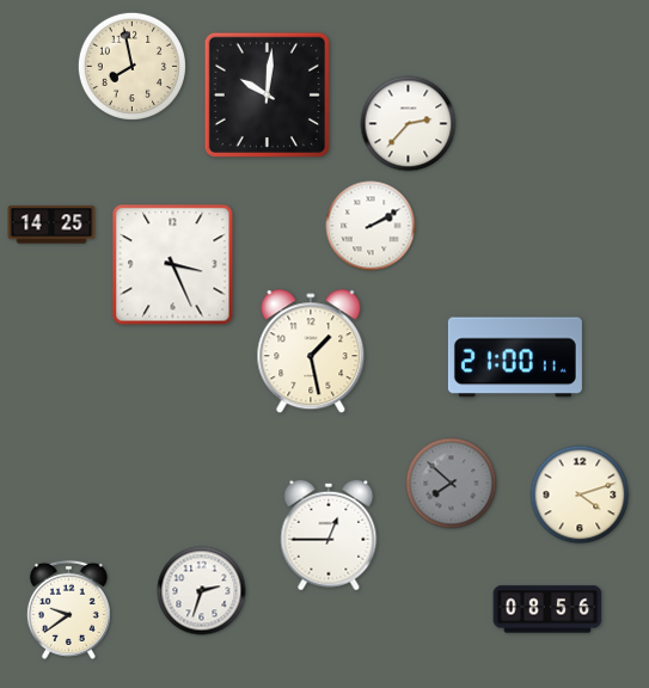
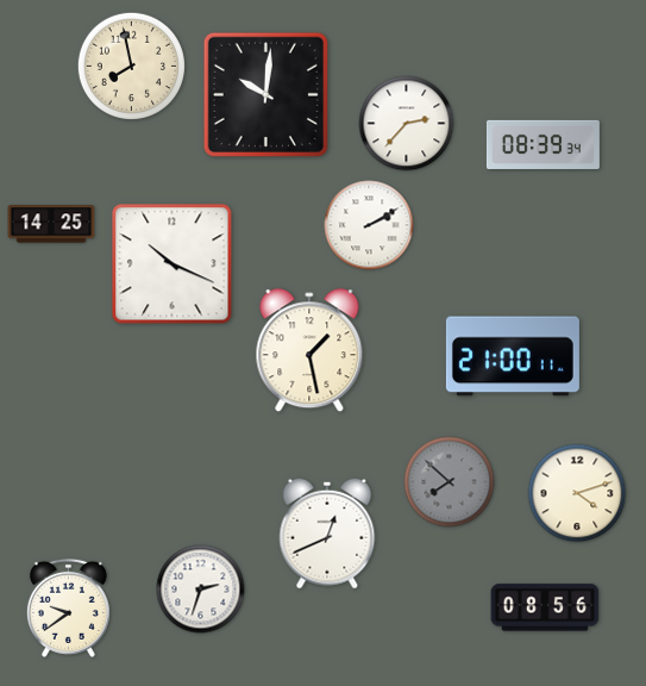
clock at (542, 144): none -> 08:39
clock at (173, 265): 3:26 -> 10:19
clock at (329, 535): 12:45 -> 12:41
